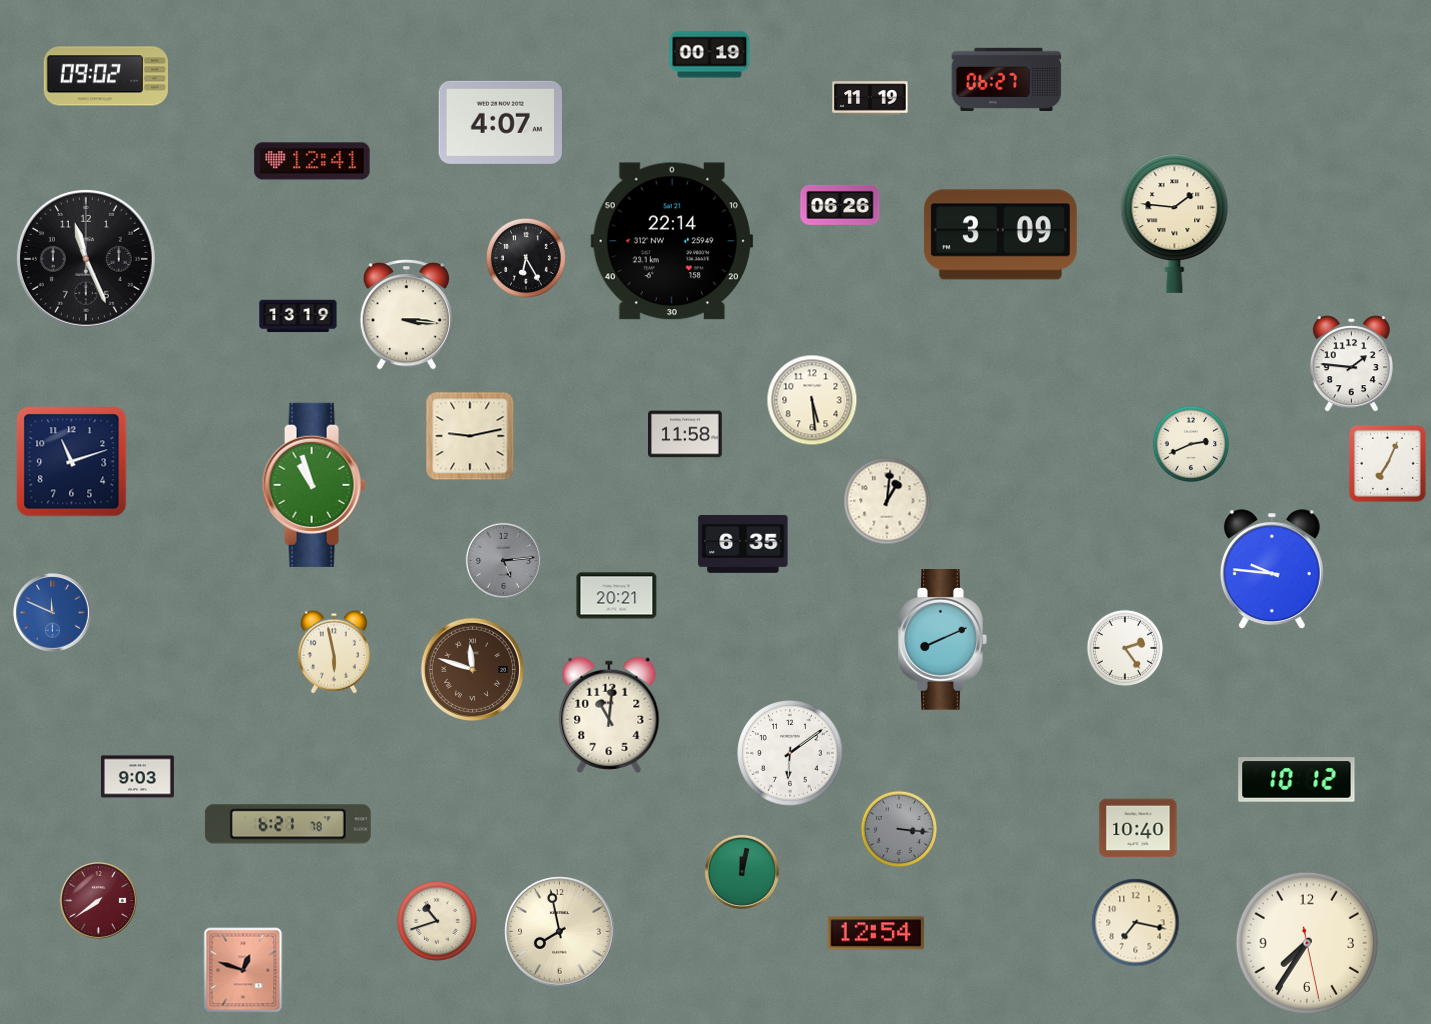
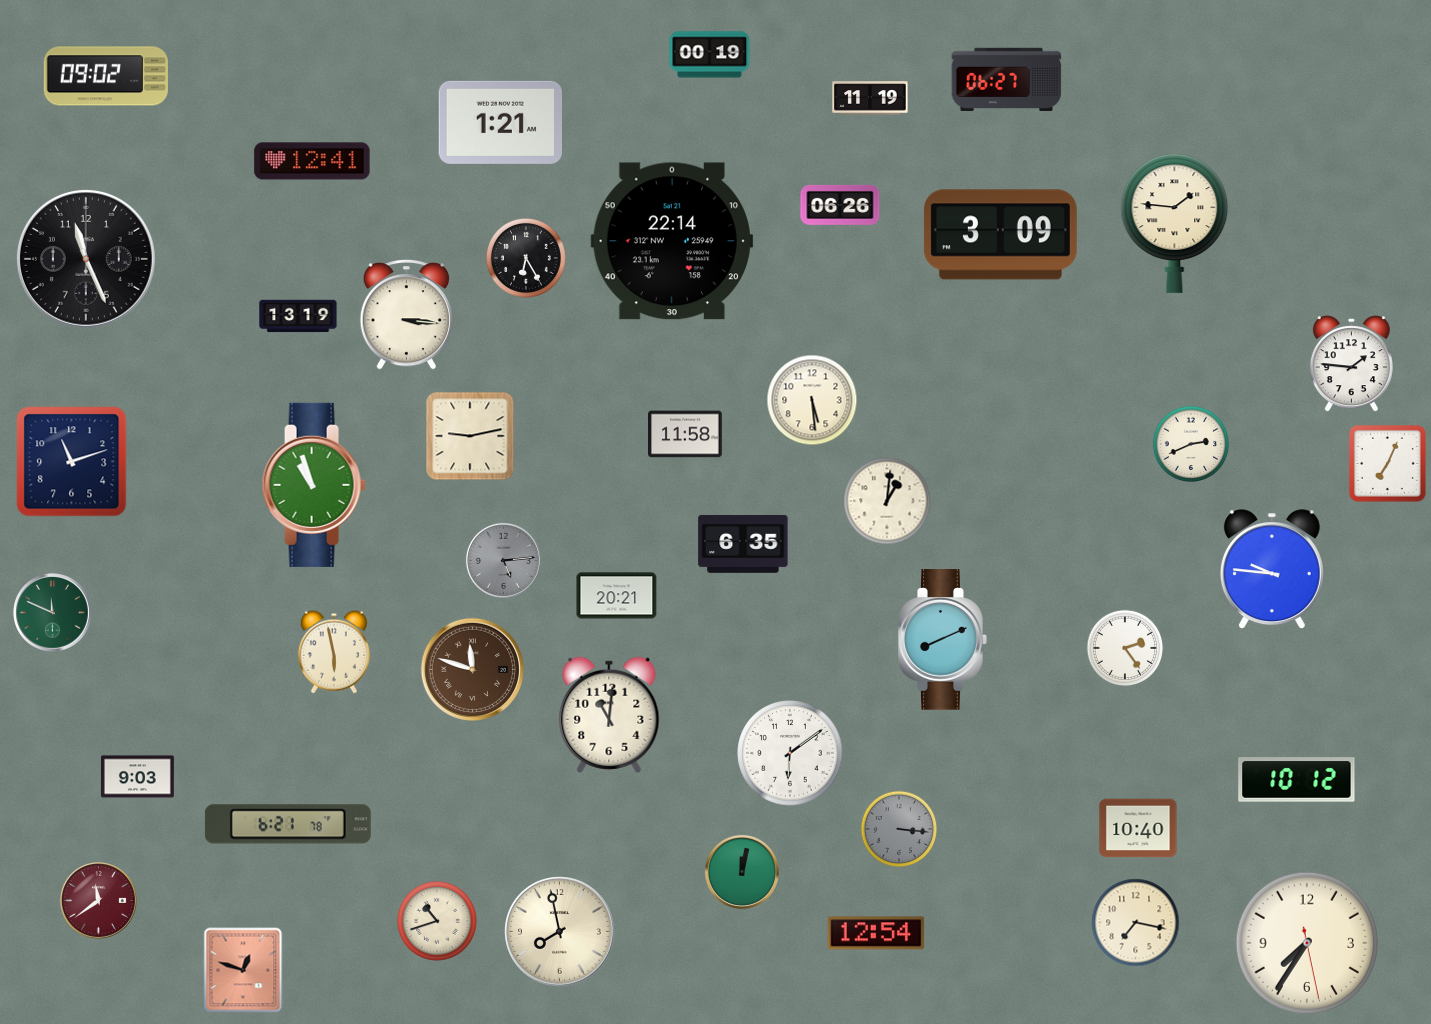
clock at (500, 122): 4:07 -> 1:21
clock at (53, 613) dial: blue -> green
clock at (98, 900): 7:39 -> 11:39
